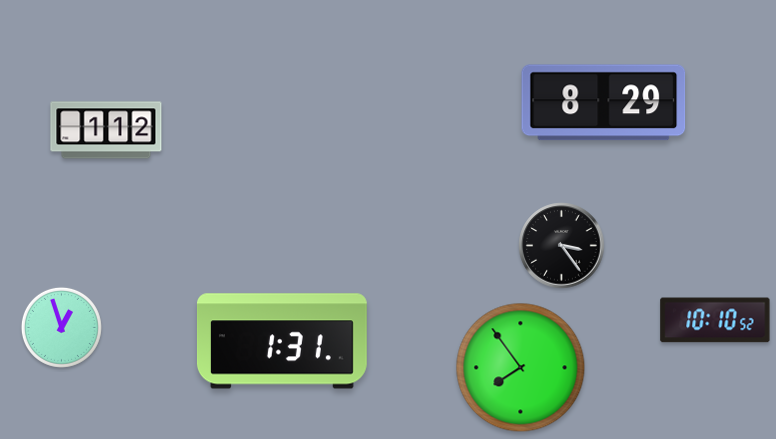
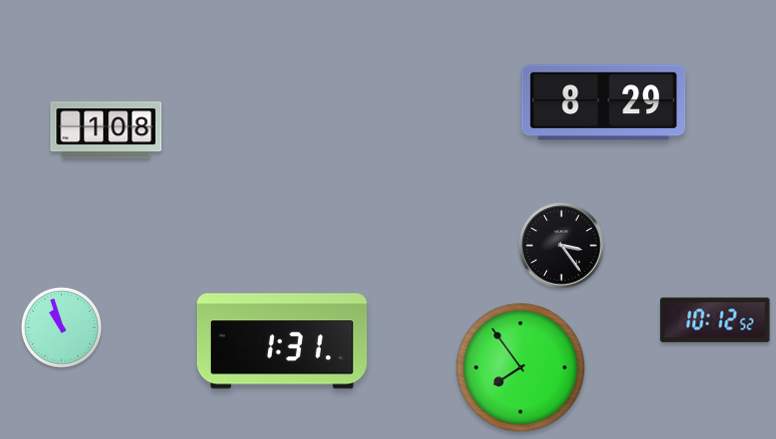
clock at (106, 130): 1:12 -> 1:08
clock at (715, 320): 10:10 -> 10:12
clock at (61, 327): 12:57 -> 10:57
